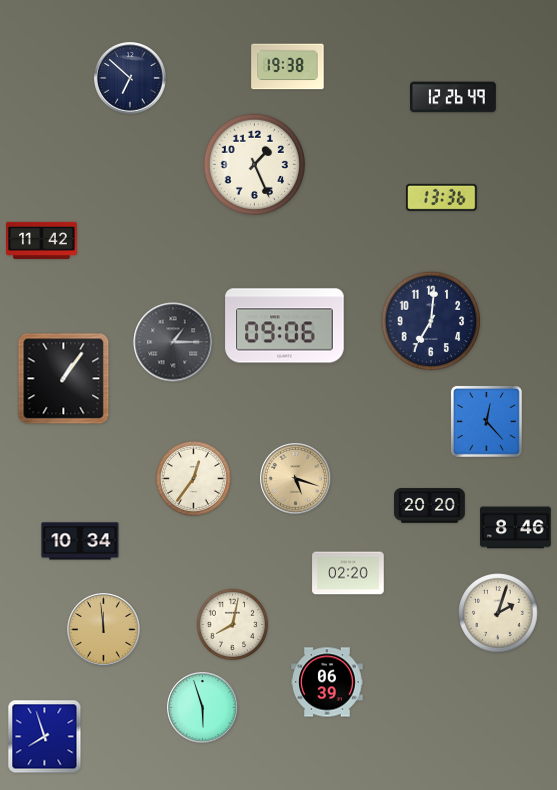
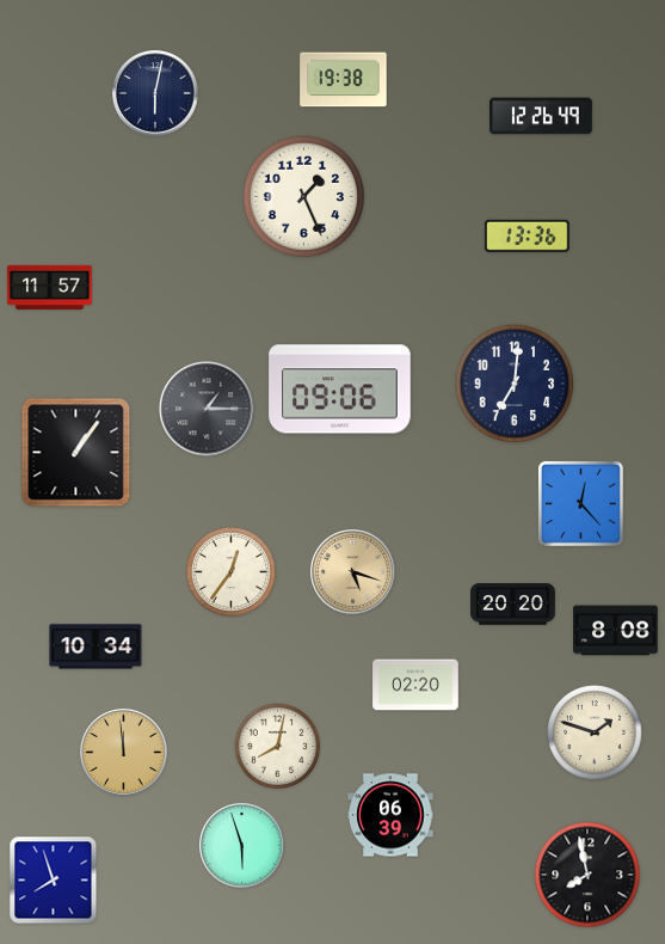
clock at (130, 78): 6:52 -> 6:02
clock at (42, 240): 11:42 -> 11:57
clock at (516, 528): 8:46 -> 8:08
clock at (498, 613): 2:03 -> 1:48
clock at (587, 875): none -> 7:58
